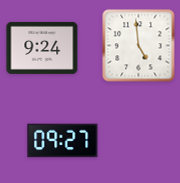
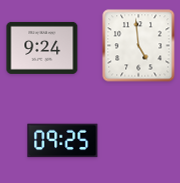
clock at (63, 141): 09:27 -> 09:25
